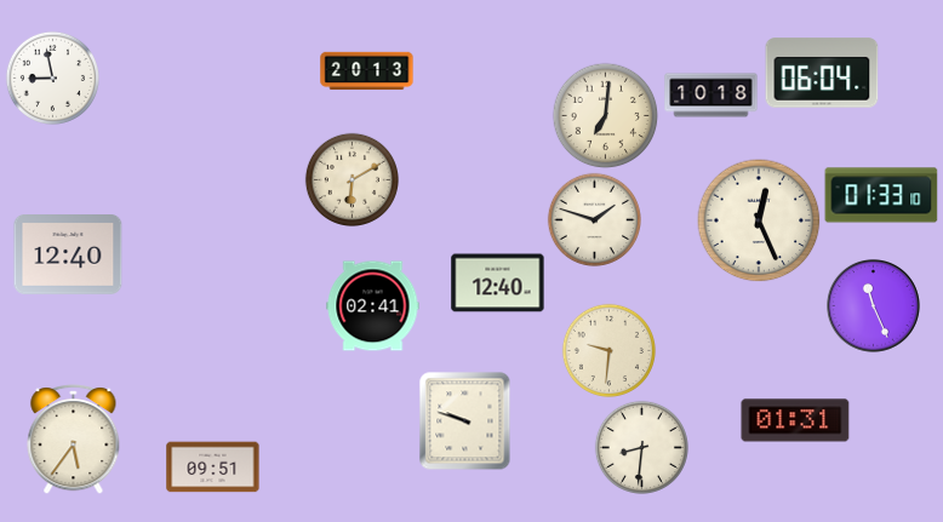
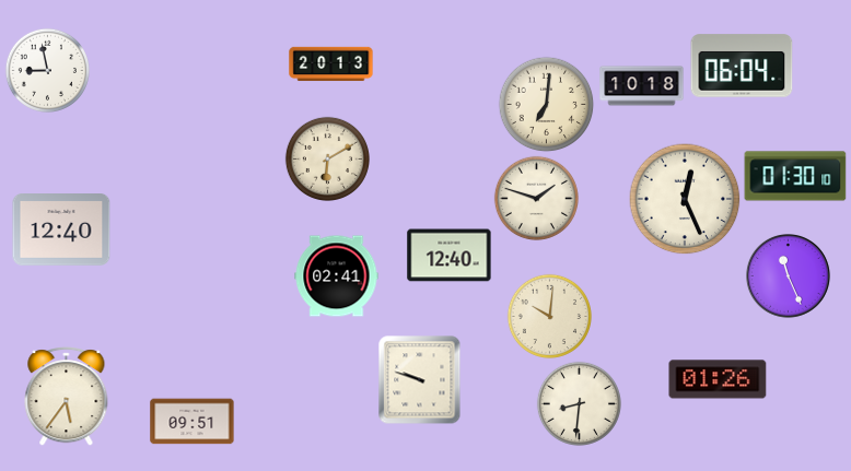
clock at (352, 179) position: (352, 179) -> (327, 158)
clock at (881, 195): 01:33 -> 01:30
clock at (608, 350): 9:31 -> 10:01
clock at (795, 420): 01:31 -> 01:26
